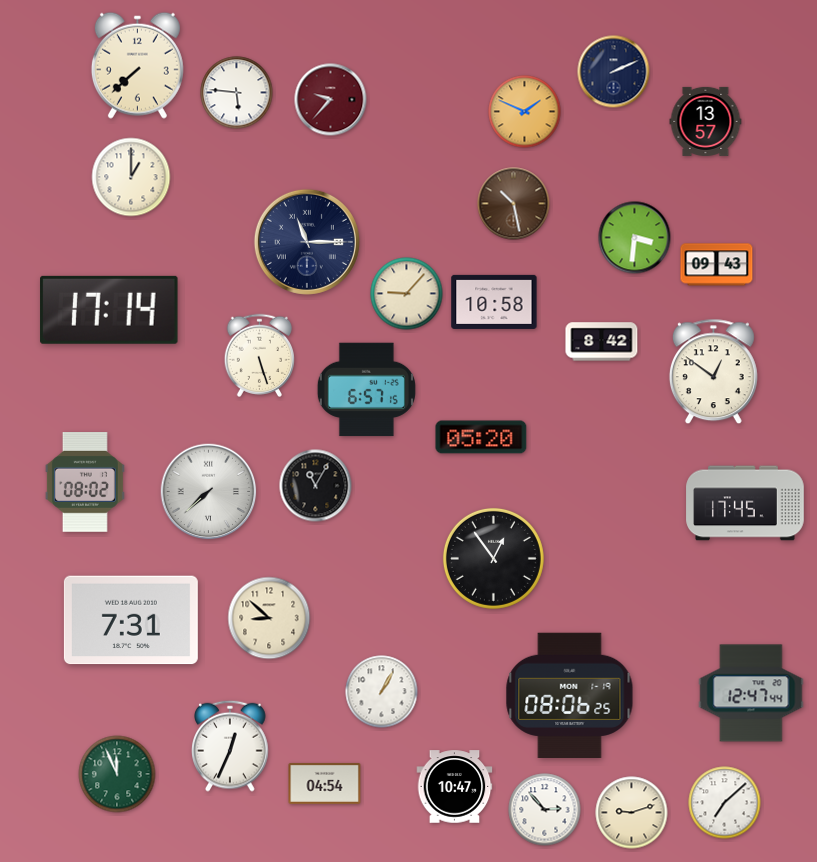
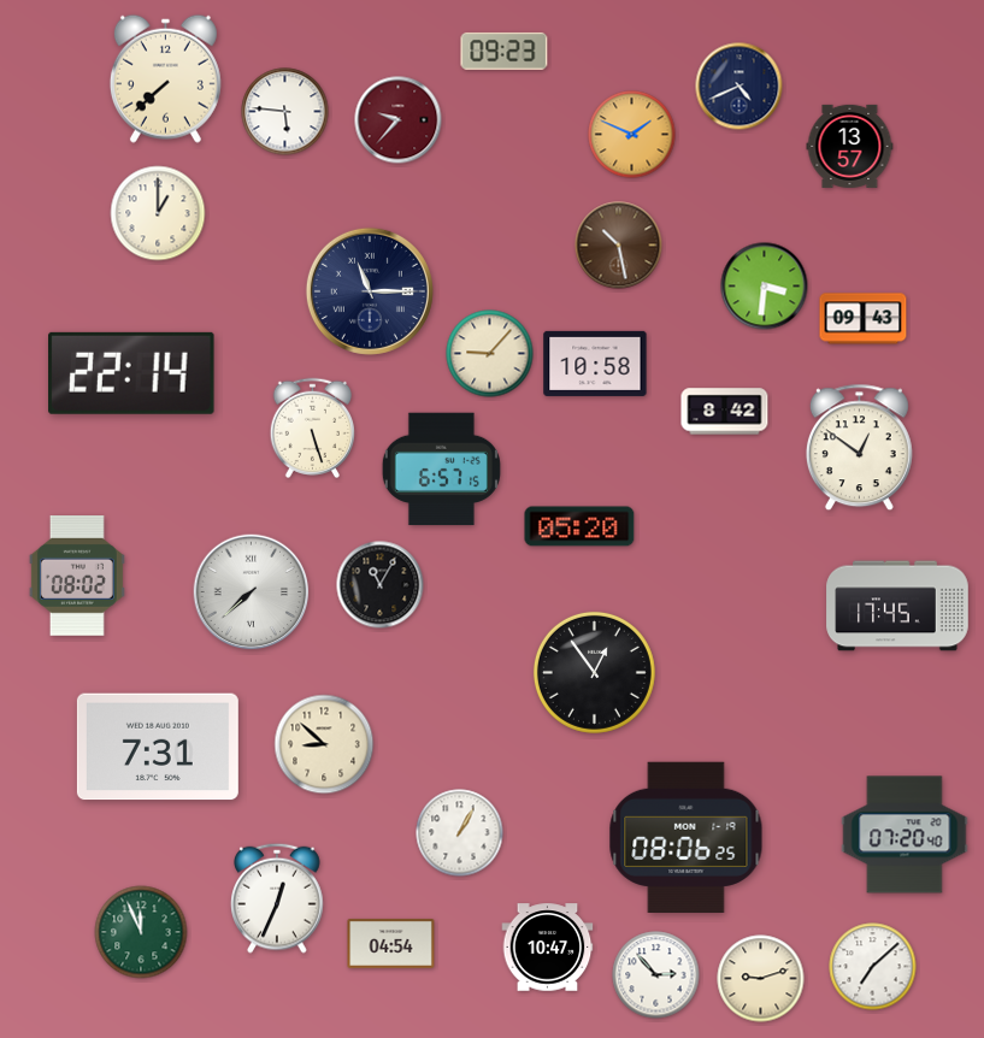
clock at (505, 51): none -> 09:23
clock at (614, 72): 2:11 -> 4:41
clock at (109, 310): 17:14 -> 22:14
clock at (85, 483) position: (85, 483) -> (77, 577)
clock at (751, 693): 12:47 -> 07:20
